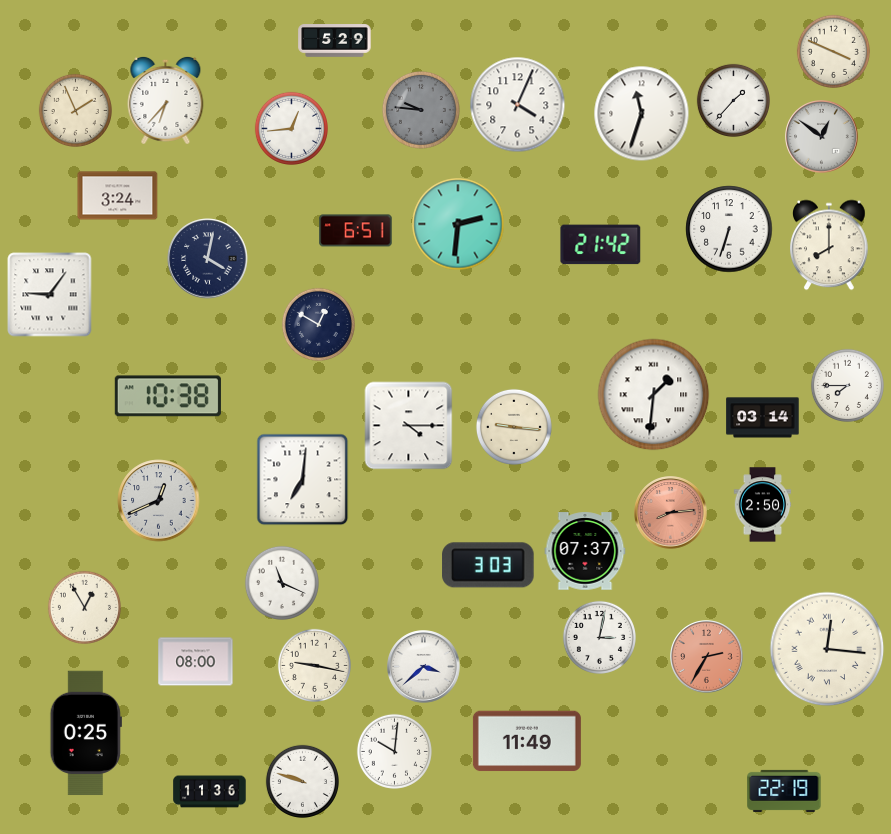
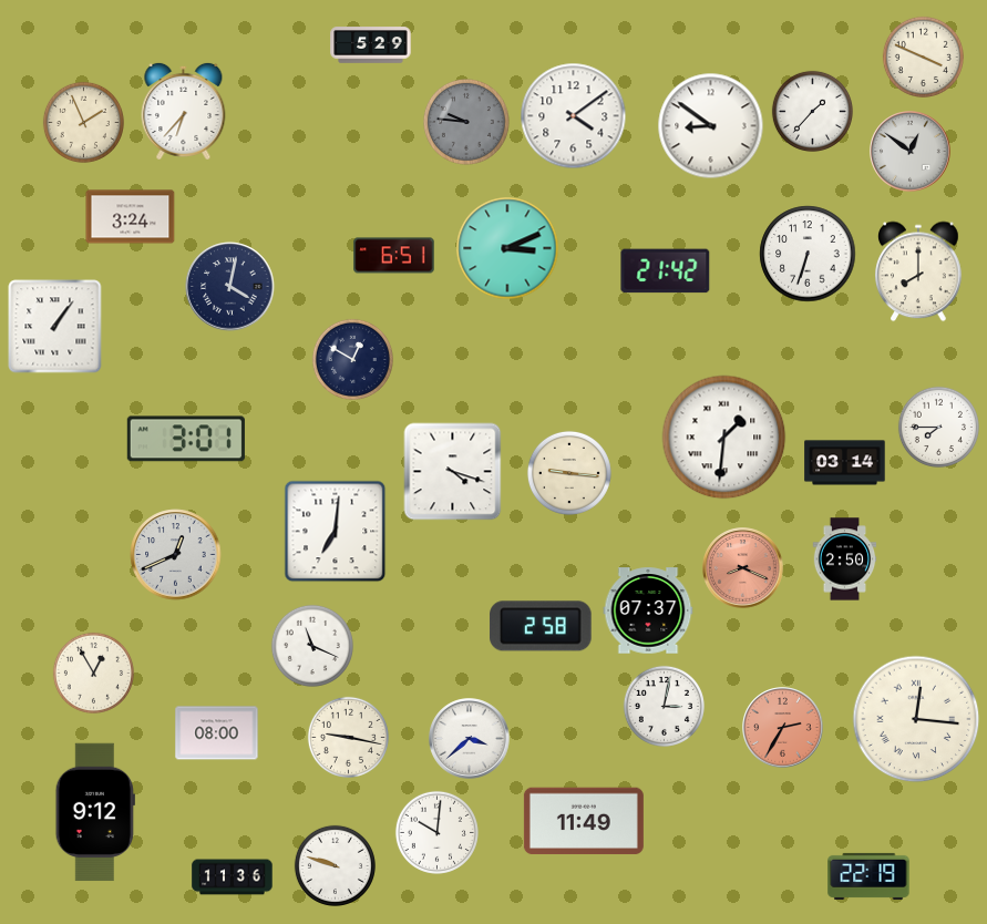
clock at (518, 105): 4:04 -> 4:09
clock at (642, 114): 11:33 -> 8:51
clock at (291, 128): 12:44 -> none
clock at (458, 224): 2:31 -> 3:11
clock at (50, 295): 9:06 -> 1:06
clock at (168, 396): 10:38 -> 3:01
clock at (409, 426): 4:15 -> 4:18
clock at (671, 513): 8:14 -> 8:19
clock at (488, 565): 3:03 -> 2:58
clock at (86, 733): 0:25 -> 9:12
